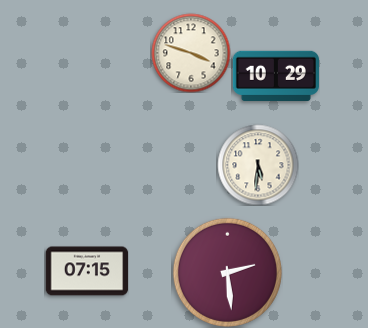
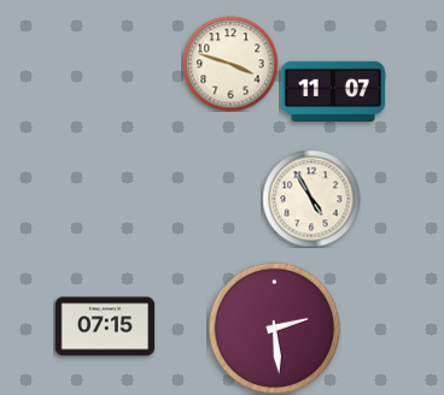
clock at (276, 75): 10:29 -> 11:07
clock at (258, 165): 5:31 -> 4:55
